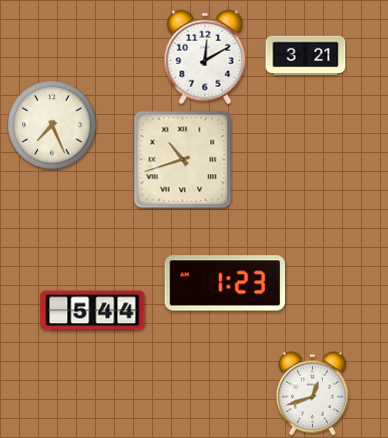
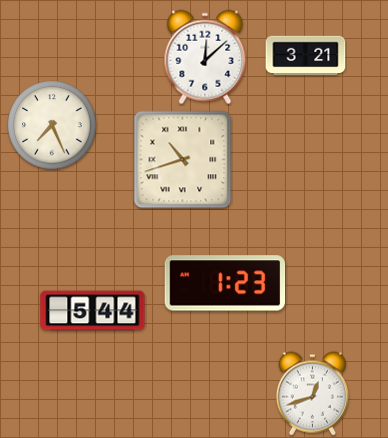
clock at (205, 57): 12:10 -> 12:08
